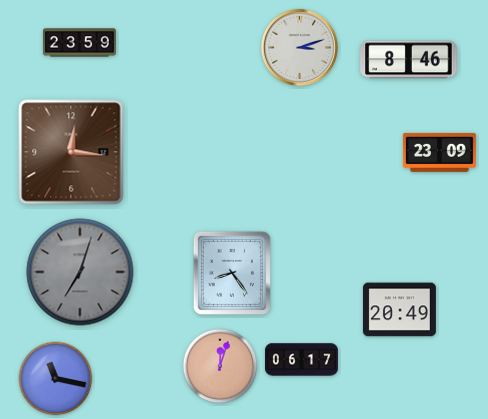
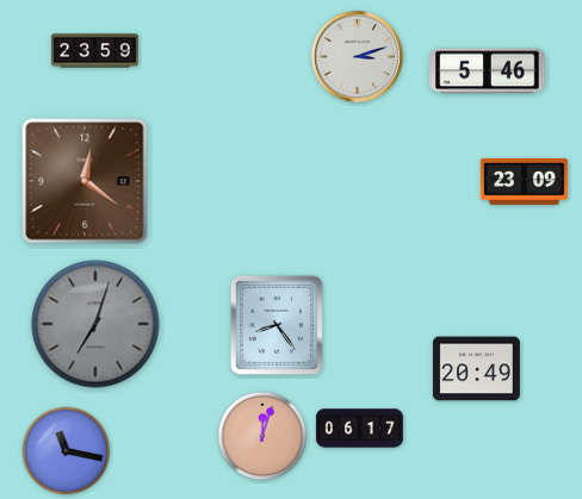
clock at (409, 60): 8:46 -> 5:46
clock at (71, 152): 12:16 -> 12:21
